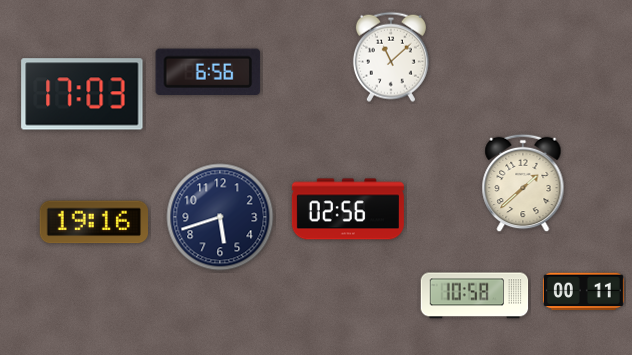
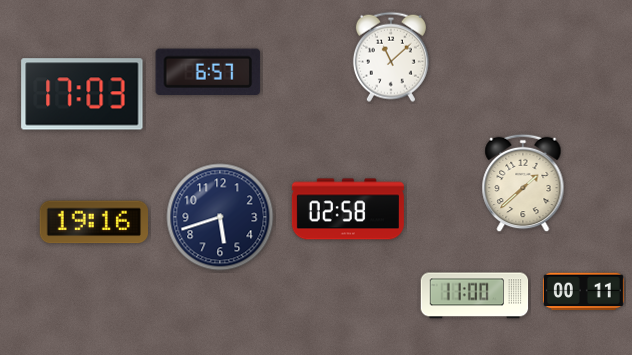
clock at (208, 72): 6:56 -> 6:57
clock at (348, 209): 02:56 -> 02:58
clock at (475, 296): 10:58 -> 11:00
